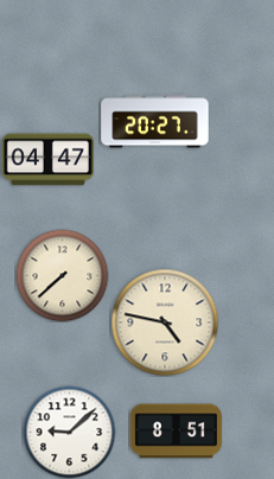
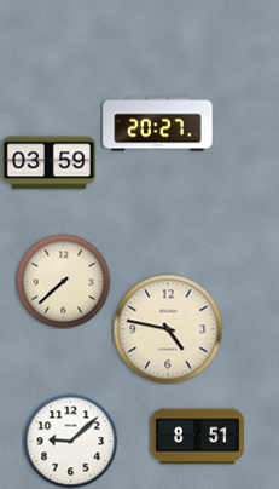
clock at (47, 160): 04:47 -> 03:59
clock at (176, 432) position: (176, 432) -> (197, 437)
